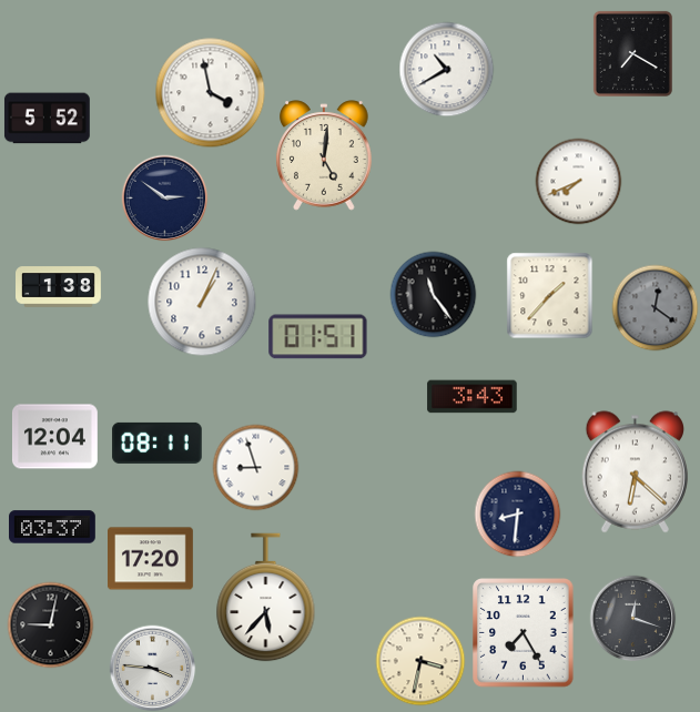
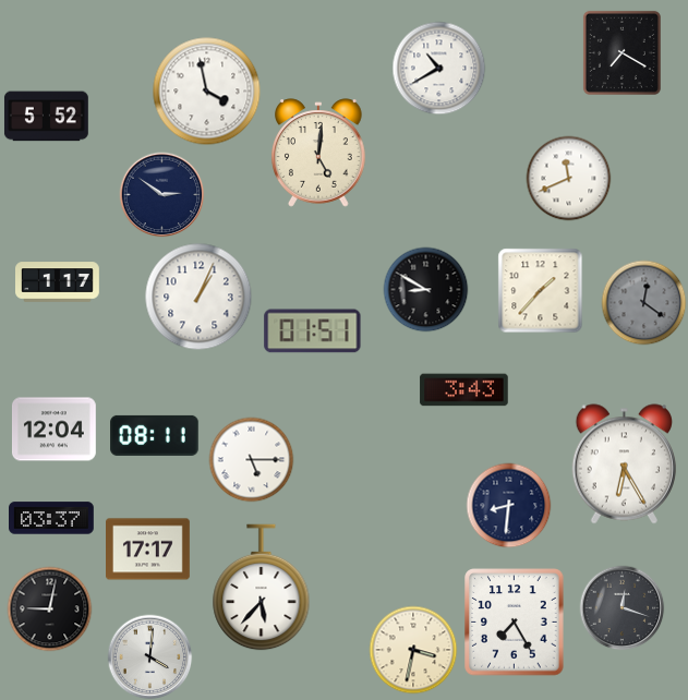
clock at (578, 181): 7:41 -> 11:41
clock at (59, 287): 1:38 -> 1:17
clock at (433, 294): 11:24 -> 8:50
clock at (255, 467): 8:57 -> 5:15
clock at (635, 472): 6:22 -> 6:25
clock at (151, 559): 17:20 -> 17:17
clock at (50, 624) position: (50, 624) -> (49, 608)
clock at (152, 668): 3:46 -> 4:01
